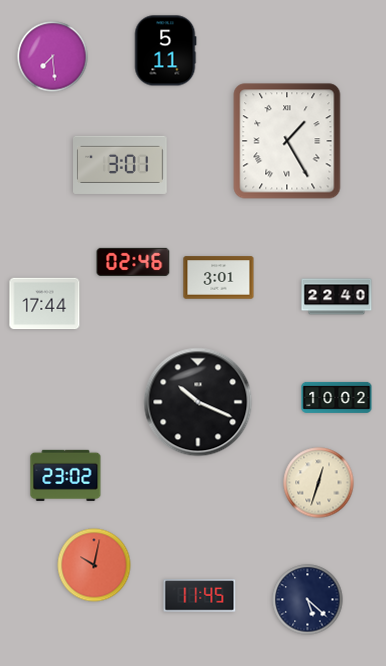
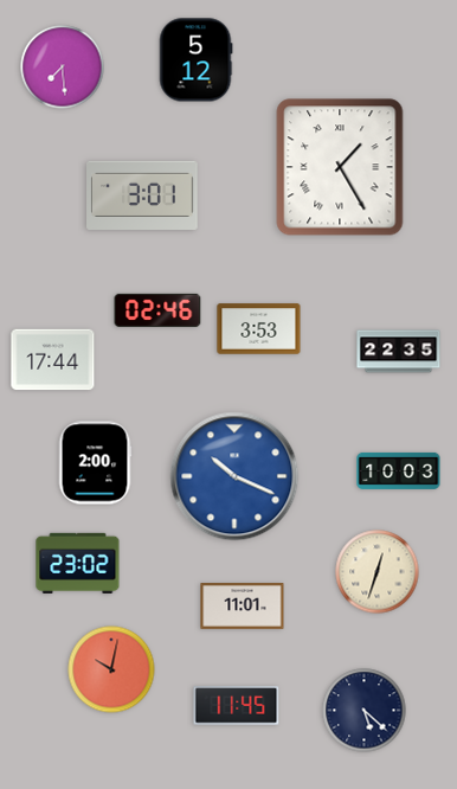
clock at (165, 51): 5:11 -> 5:12
clock at (219, 278): 3:01 -> 3:53
clock at (337, 297): 22:40 -> 22:35
clock at (95, 463): none -> 2:00
clock at (337, 397): 10:02 -> 10:03
clock at (198, 402) dial: black -> blue
clock at (243, 607): none -> 11:01
